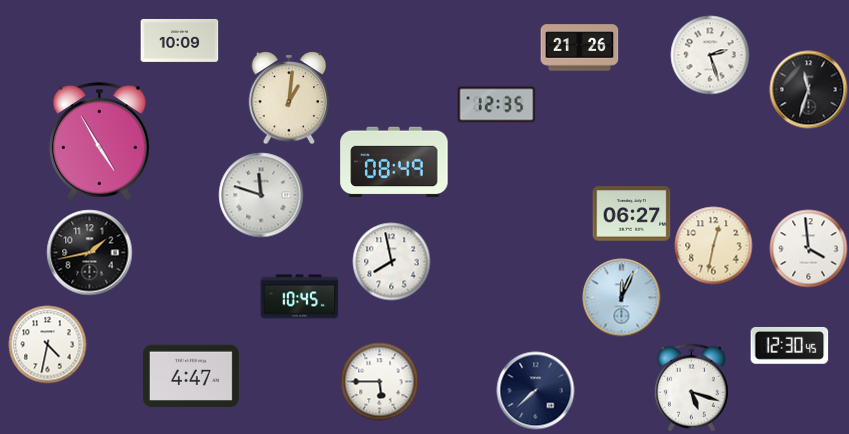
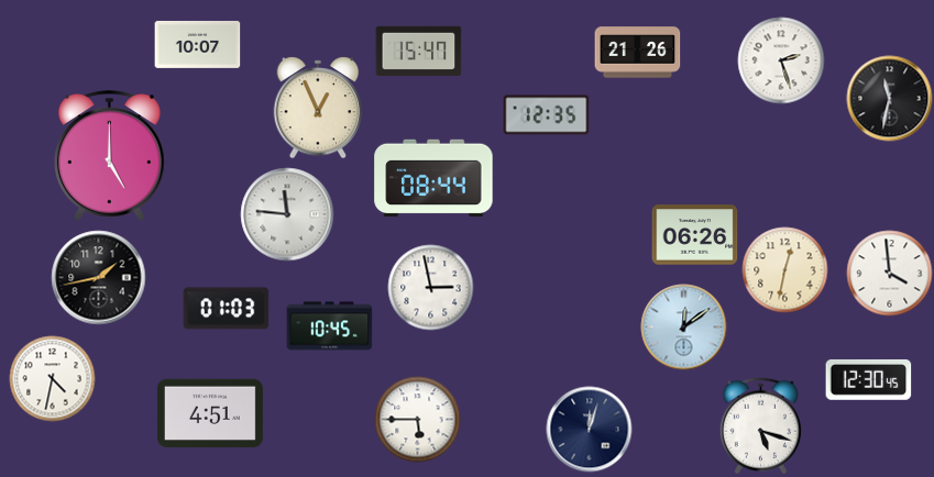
clock at (179, 40): 10:09 -> 10:07
clock at (418, 51): none -> 15:47
clock at (808, 89): 11:33 -> 11:32
clock at (289, 98): 1:01 -> 12:56
clock at (100, 142): 4:55 -> 5:00
clock at (394, 162): 08:49 -> 08:44
clock at (261, 195): 11:48 -> 11:46
clock at (631, 214): 06:27 -> 06:26
clock at (391, 261): 7:58 -> 2:58
clock at (226, 309): none -> 01:03
clock at (621, 297): 12:04 -> 12:09
clock at (191, 376): 4:47 -> 4:51
clock at (535, 390): 7:38 -> 12:03
